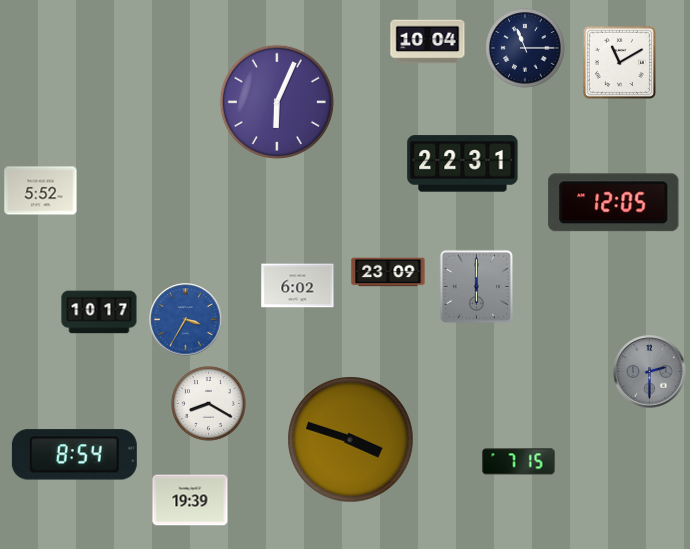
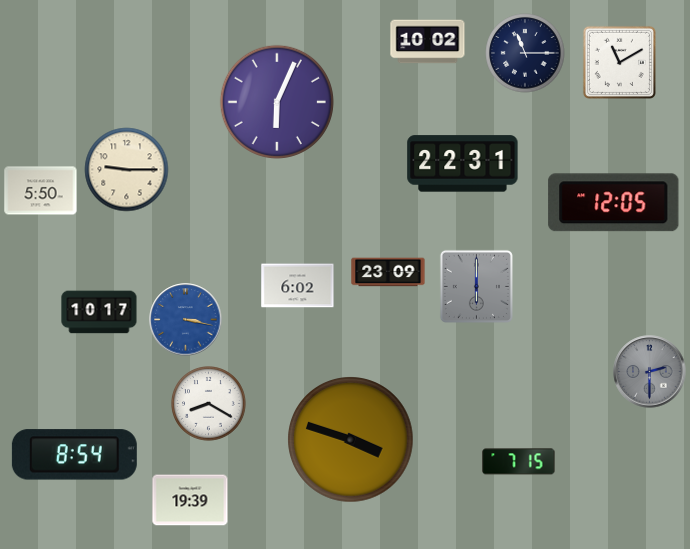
clock at (428, 42): 10:04 -> 10:02
clock at (525, 48) position: (525, 48) -> (525, 53)
clock at (127, 170): none -> 9:15
clock at (41, 191): 5:52 -> 5:50
clock at (186, 320): 3:35 -> 3:17
